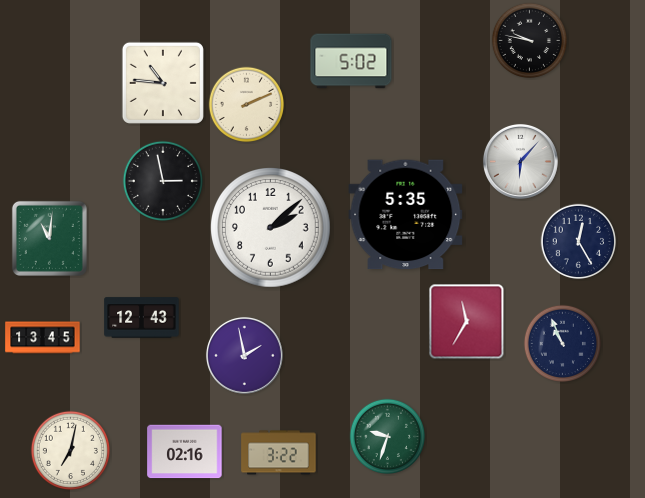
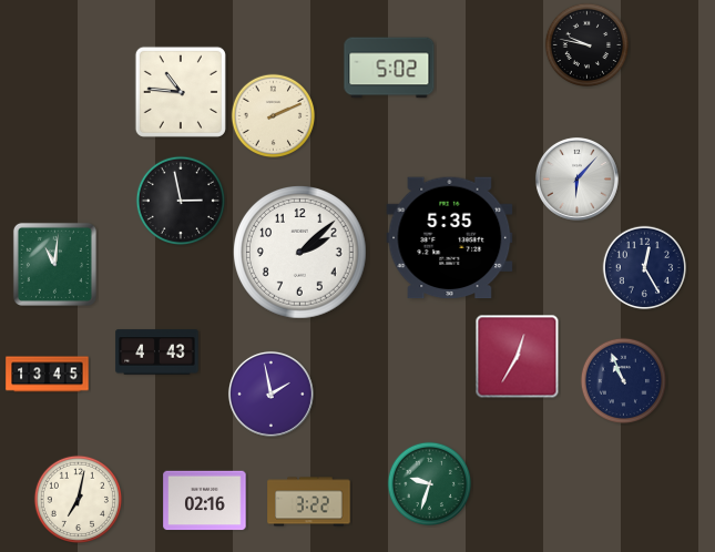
clock at (579, 242) position: (579, 242) -> (645, 268)
clock at (142, 318): 12:43 -> 4:43
clock at (467, 322): 11:35 -> 12:35
